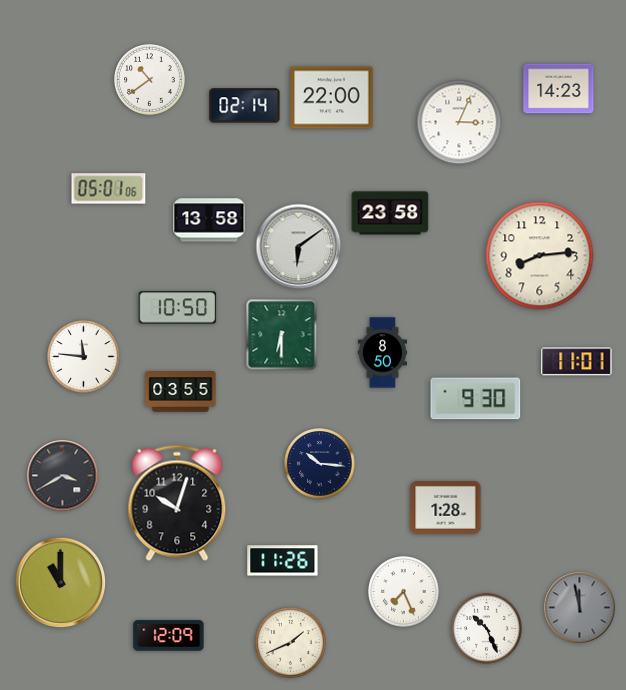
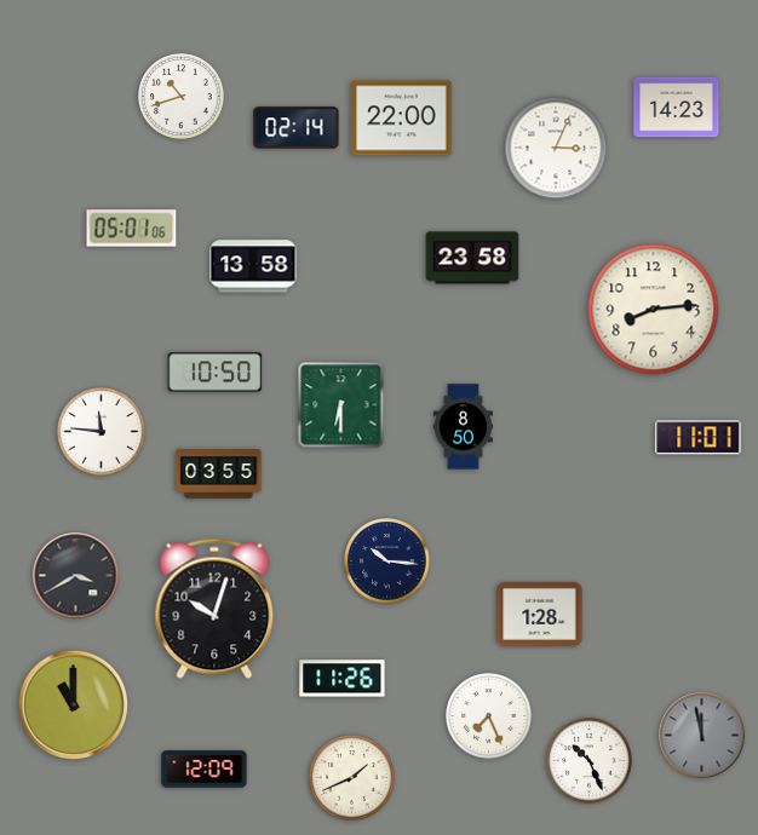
clock at (150, 80): 10:39 -> 10:42
clock at (299, 247): 6:09 -> none
clock at (476, 399): 9:30 -> none
